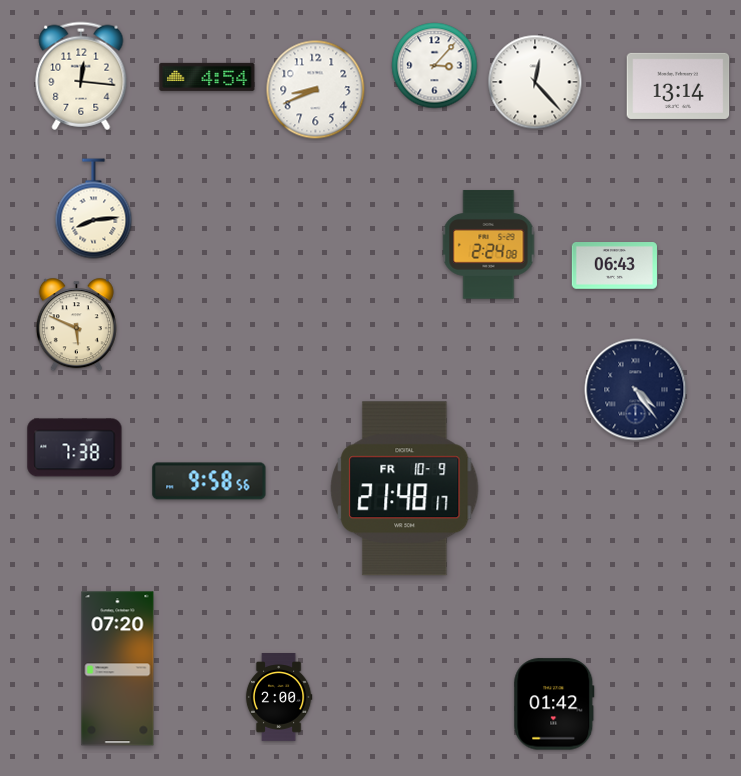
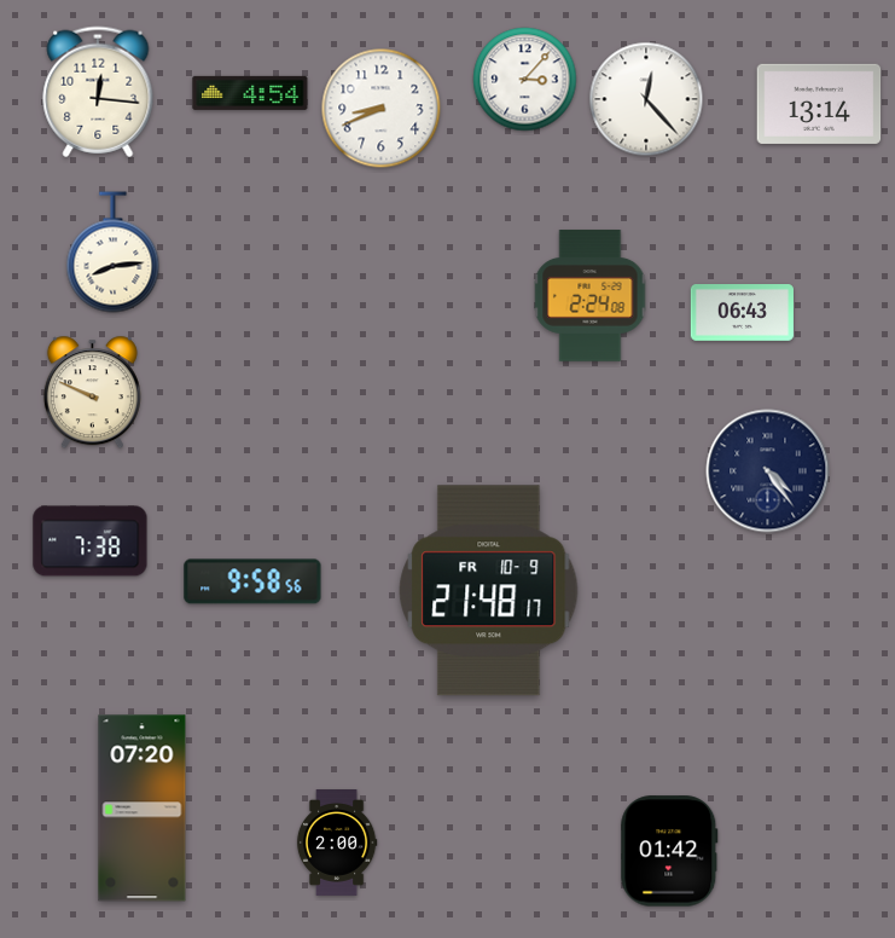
clock at (614, 266) position: (614, 266) -> (742, 313)
clock at (76, 325): 5:49 -> 9:49
